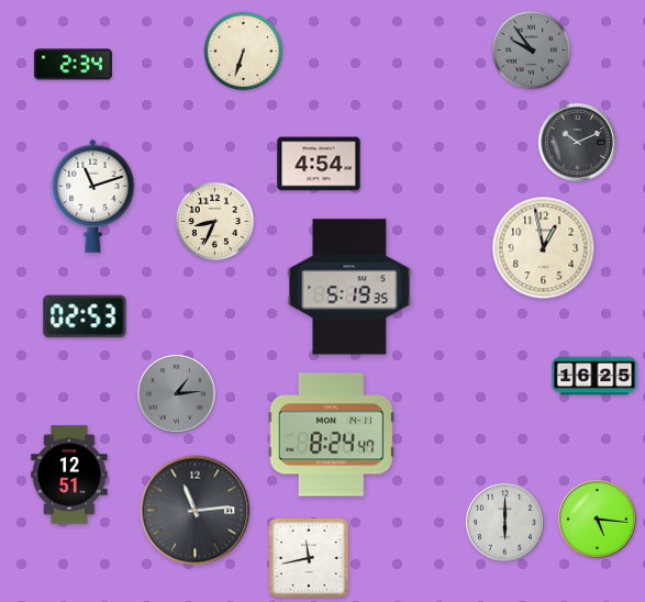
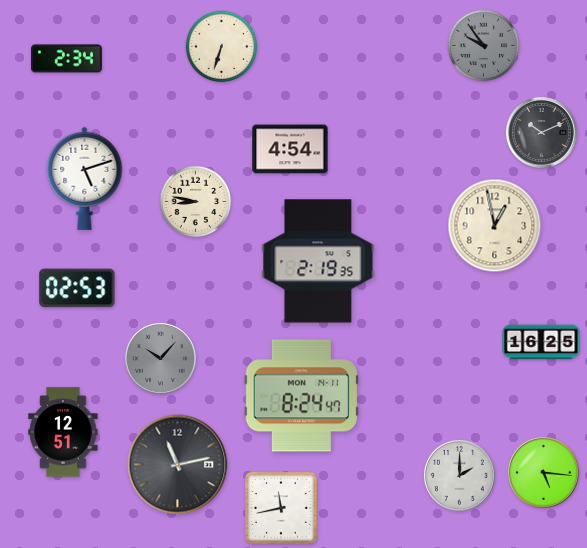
clock at (577, 142) position: (577, 142) -> (541, 132)
clock at (93, 196): 11:12 -> 5:12
clock at (215, 222): 8:34 -> 8:47
clock at (349, 287): 5:19 -> 2:19
clock at (176, 393): 1:14 -> 10:07
clock at (196, 511): 11:14 -> 11:13
clock at (504, 522): 6:00 -> 2:00
